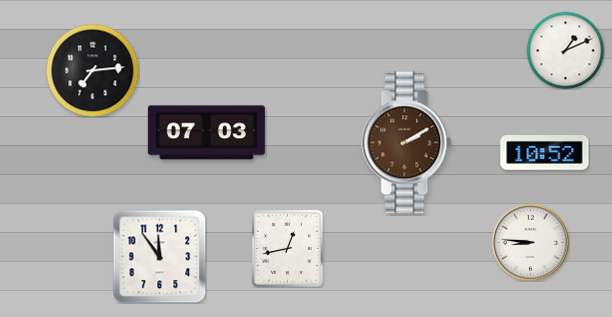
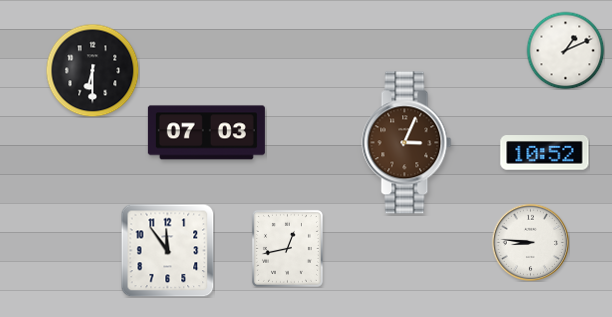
clock at (92, 70): 7:14 -> 6:30
clock at (407, 143): 2:10 -> 3:04
clock at (159, 256) position: (159, 256) -> (167, 250)
